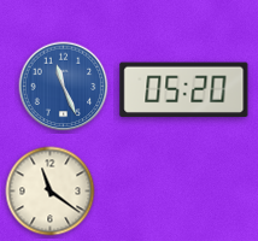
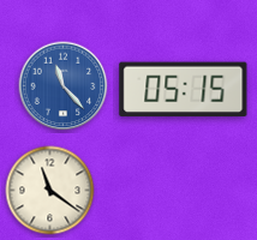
clock at (64, 87): 11:26 -> 11:23
clock at (184, 90): 05:20 -> 05:15
